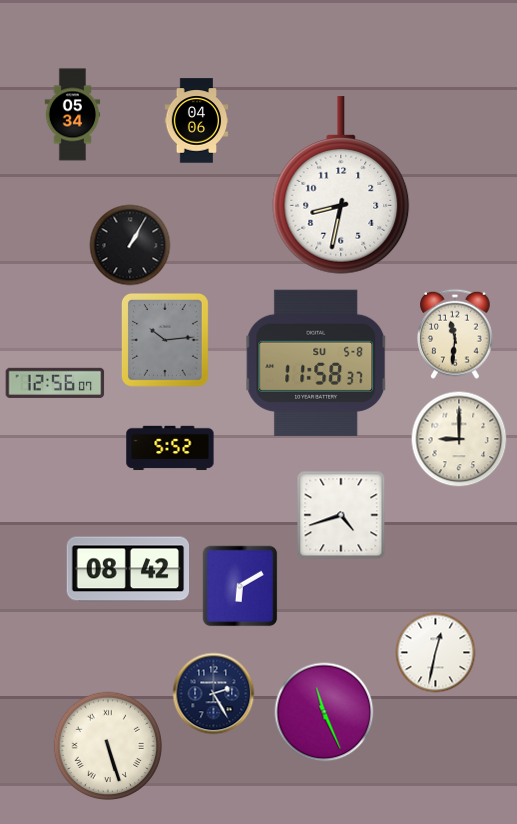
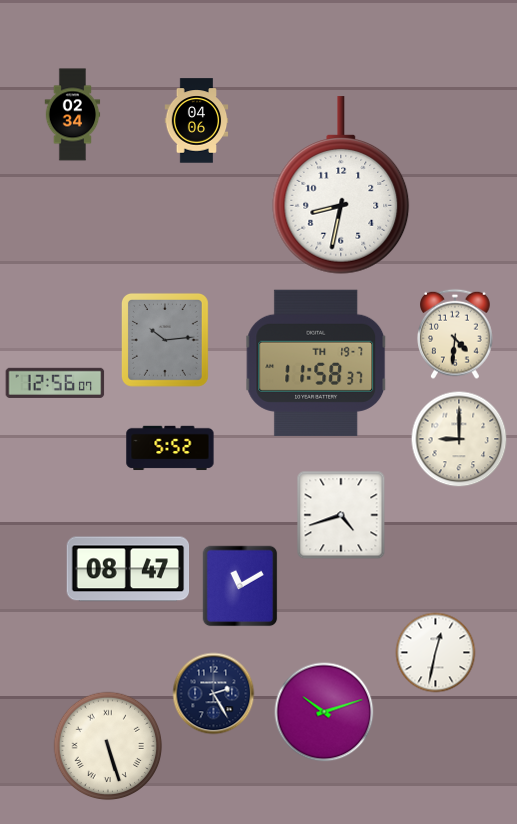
clock at (73, 115): 05:34 -> 02:34
clock at (130, 245): 1:05 -> none
clock at (455, 334): 11:31 -> 4:31
clock at (317, 363) date: SU 5-8 -> TH 19-7
clock at (128, 569): 08:42 -> 08:47
clock at (240, 586): 6:10 -> 11:10
clock at (324, 712): 11:26 -> 10:12
